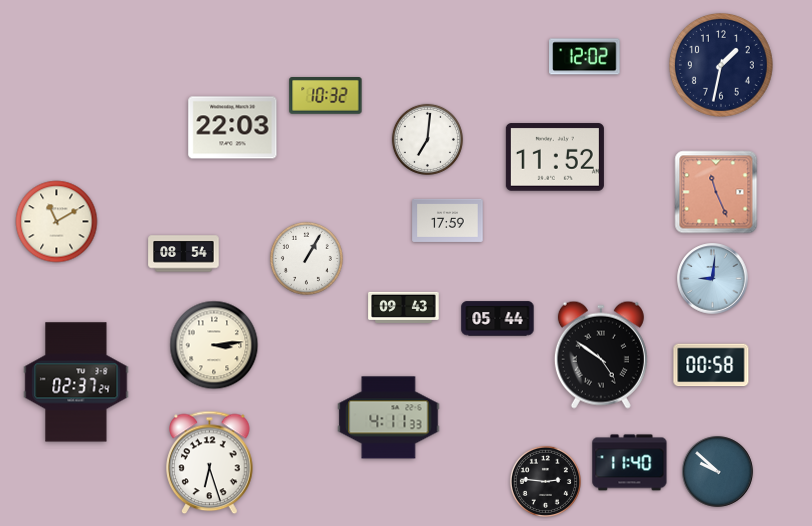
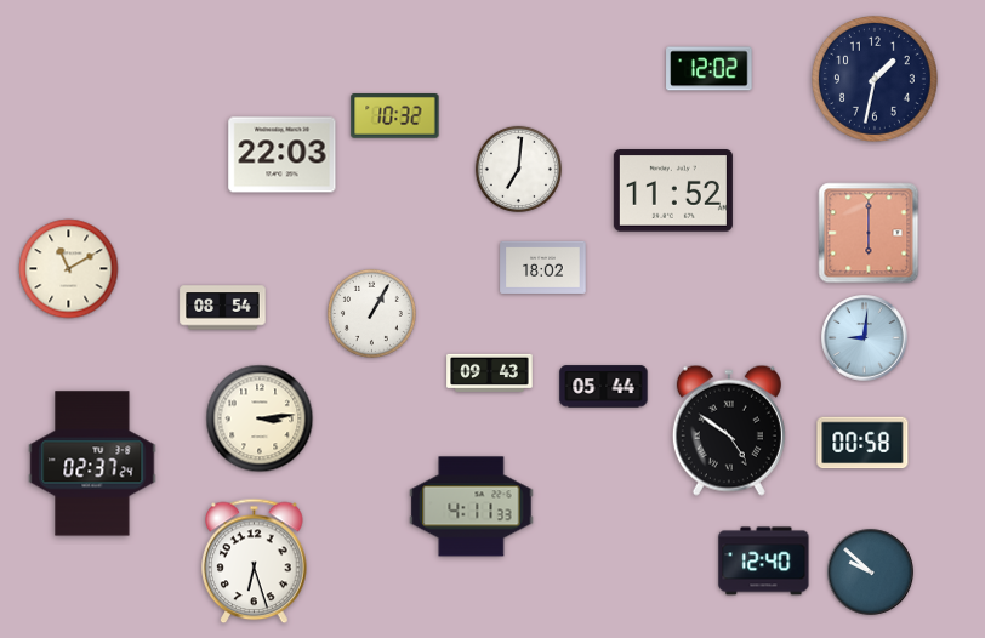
clock at (716, 192): 11:26 -> 6:00
clock at (448, 220): 17:59 -> 18:02
clock at (630, 463): 11:40 -> 12:40
clock at (545, 481): 2:46 -> none
